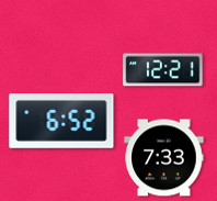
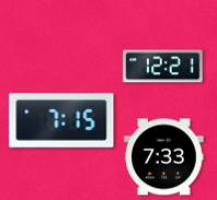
clock at (163, 70) position: (163, 70) -> (163, 67)
clock at (61, 121): 6:52 -> 7:15
